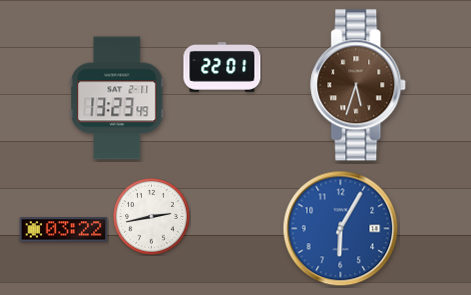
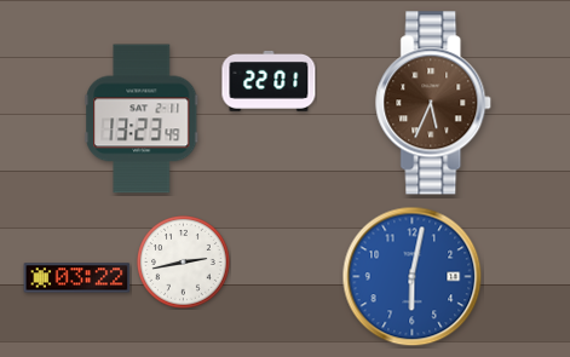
clock at (359, 85): 5:33 -> 5:34
clock at (341, 229): 6:05 -> 6:02
